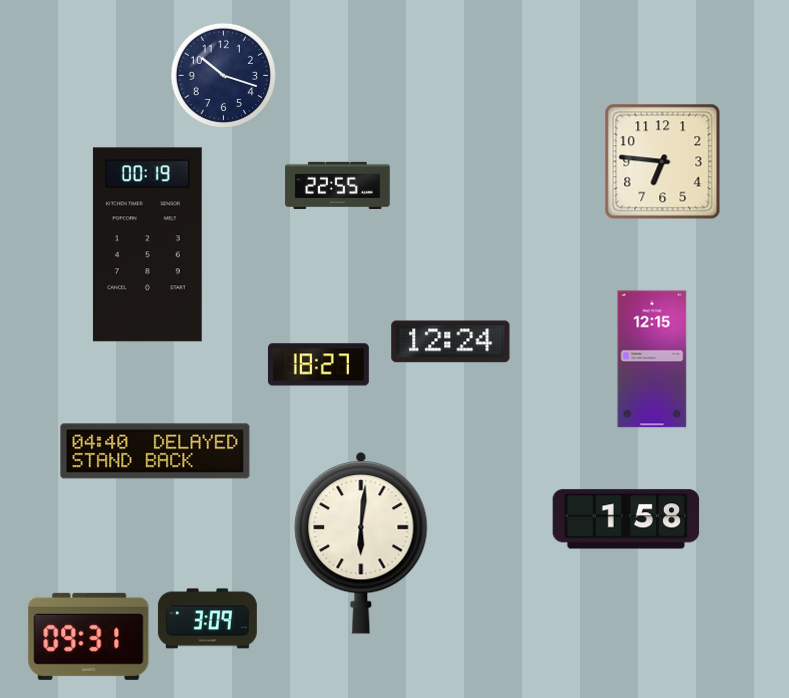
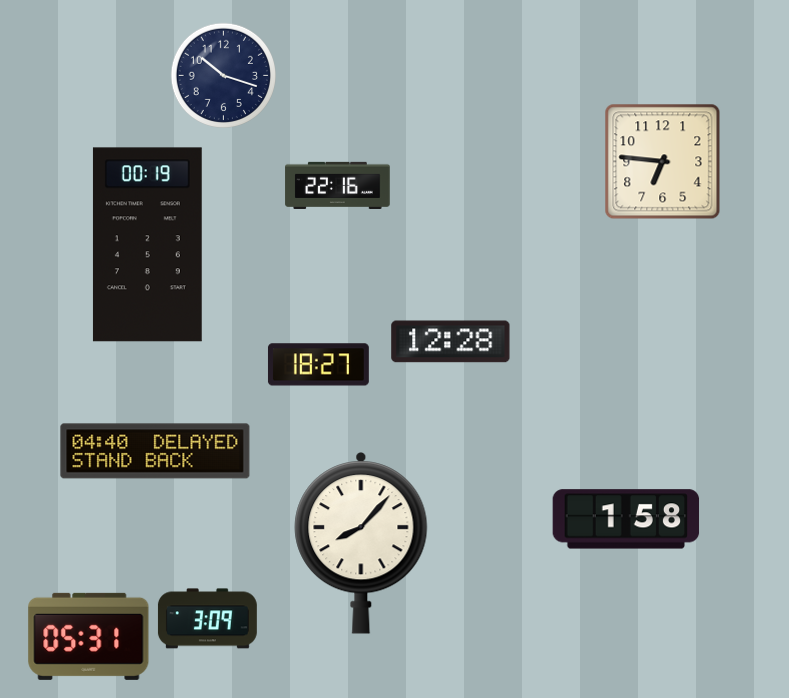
clock at (338, 185): 22:55 -> 22:16
clock at (451, 342): 12:24 -> 12:28
clock at (652, 359): 12:15 -> none
clock at (361, 543): 6:01 -> 8:07
clock at (89, 636): 09:31 -> 05:31
